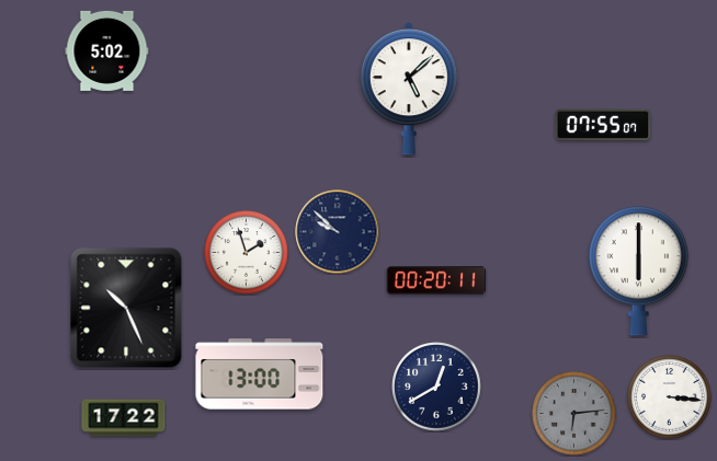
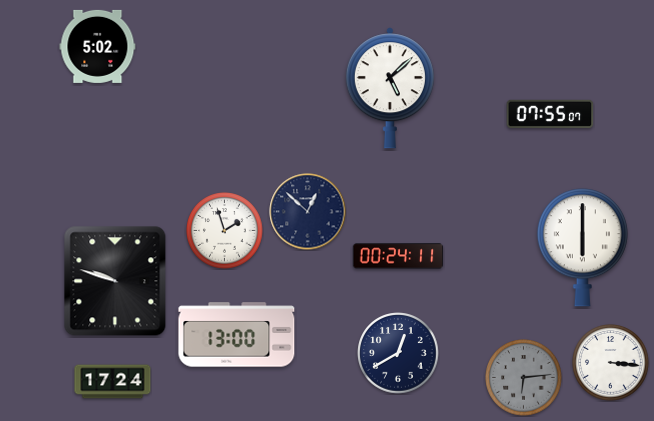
clock at (409, 89) position: (409, 89) -> (390, 88)
clock at (338, 232): 9:52 -> 12:52
clock at (436, 280): 00:20 -> 00:24
clock at (126, 308): 10:26 -> 9:48
clock at (260, 374) position: (260, 374) -> (237, 335)
clock at (124, 418): 17:22 -> 17:24
